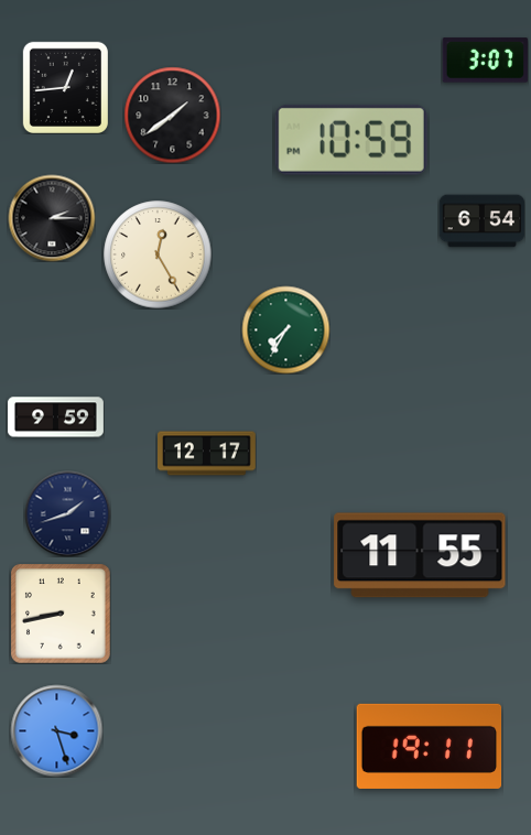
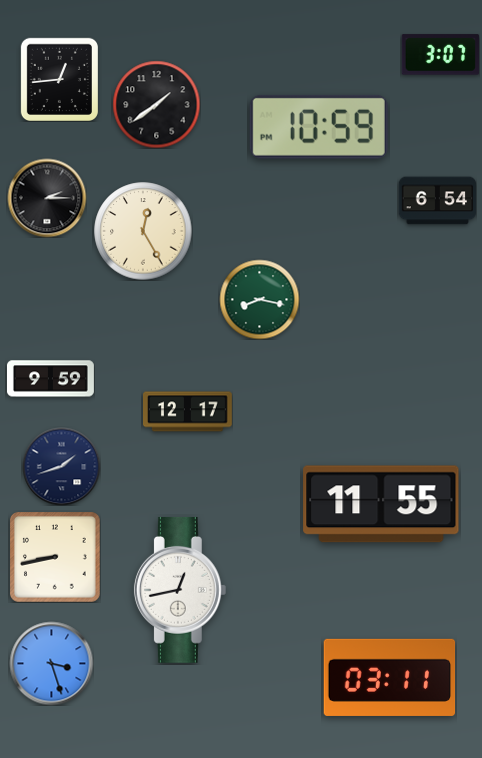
clock at (285, 329): 7:35 -> 8:17
clock at (180, 590): none -> 12:43
clock at (430, 746): 19:11 -> 03:11
